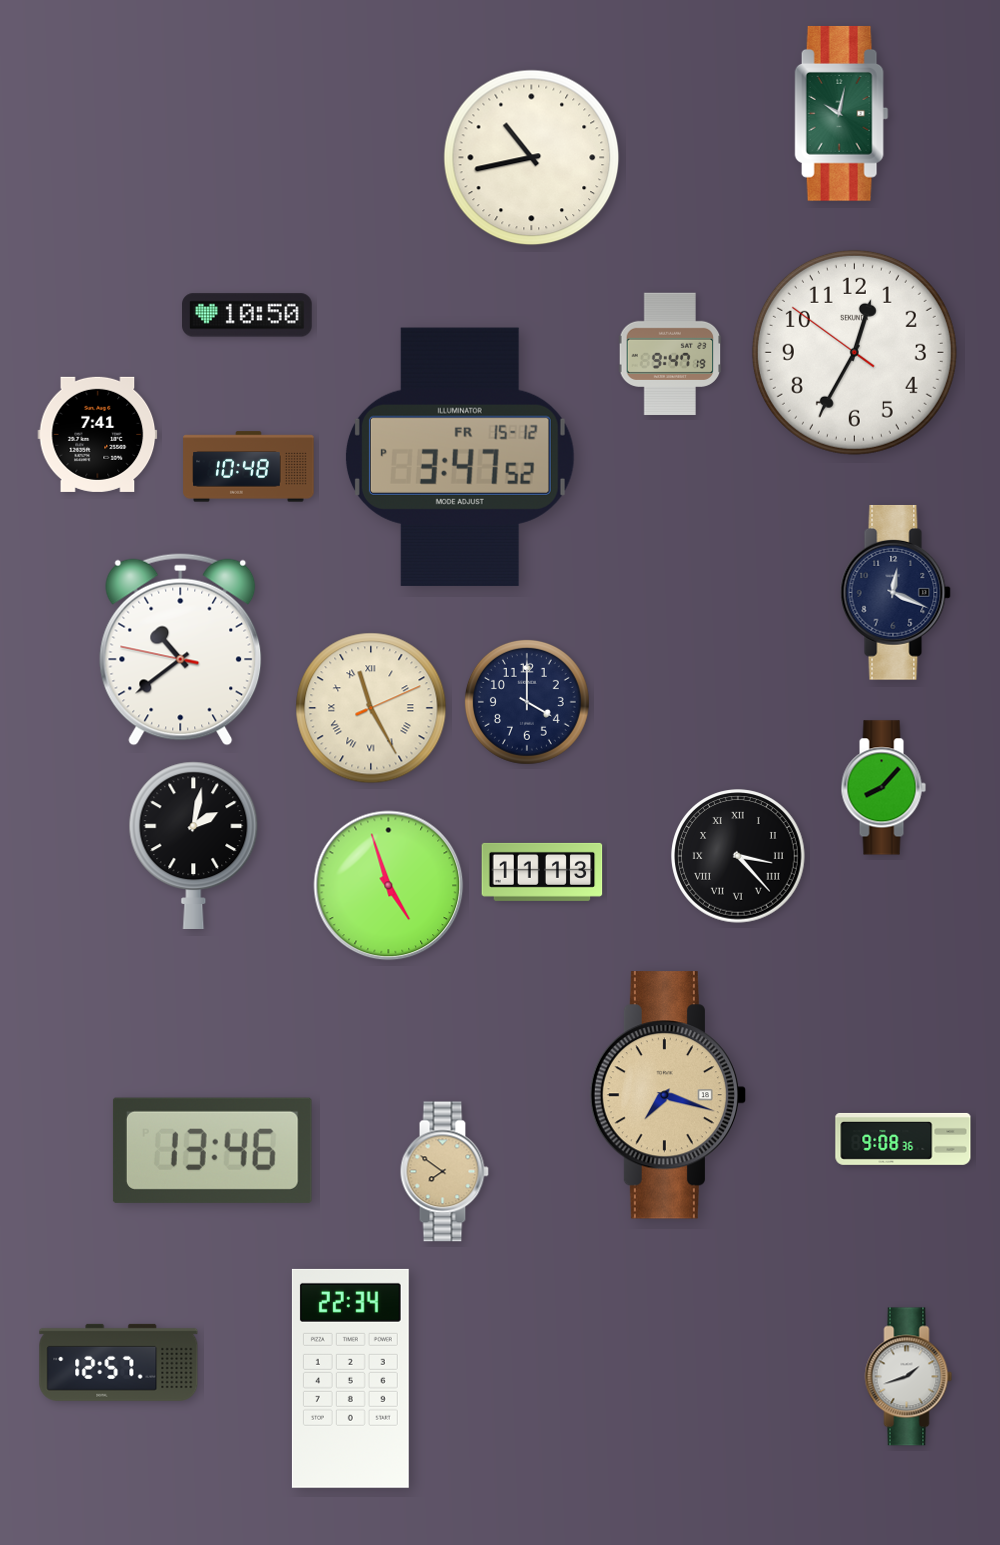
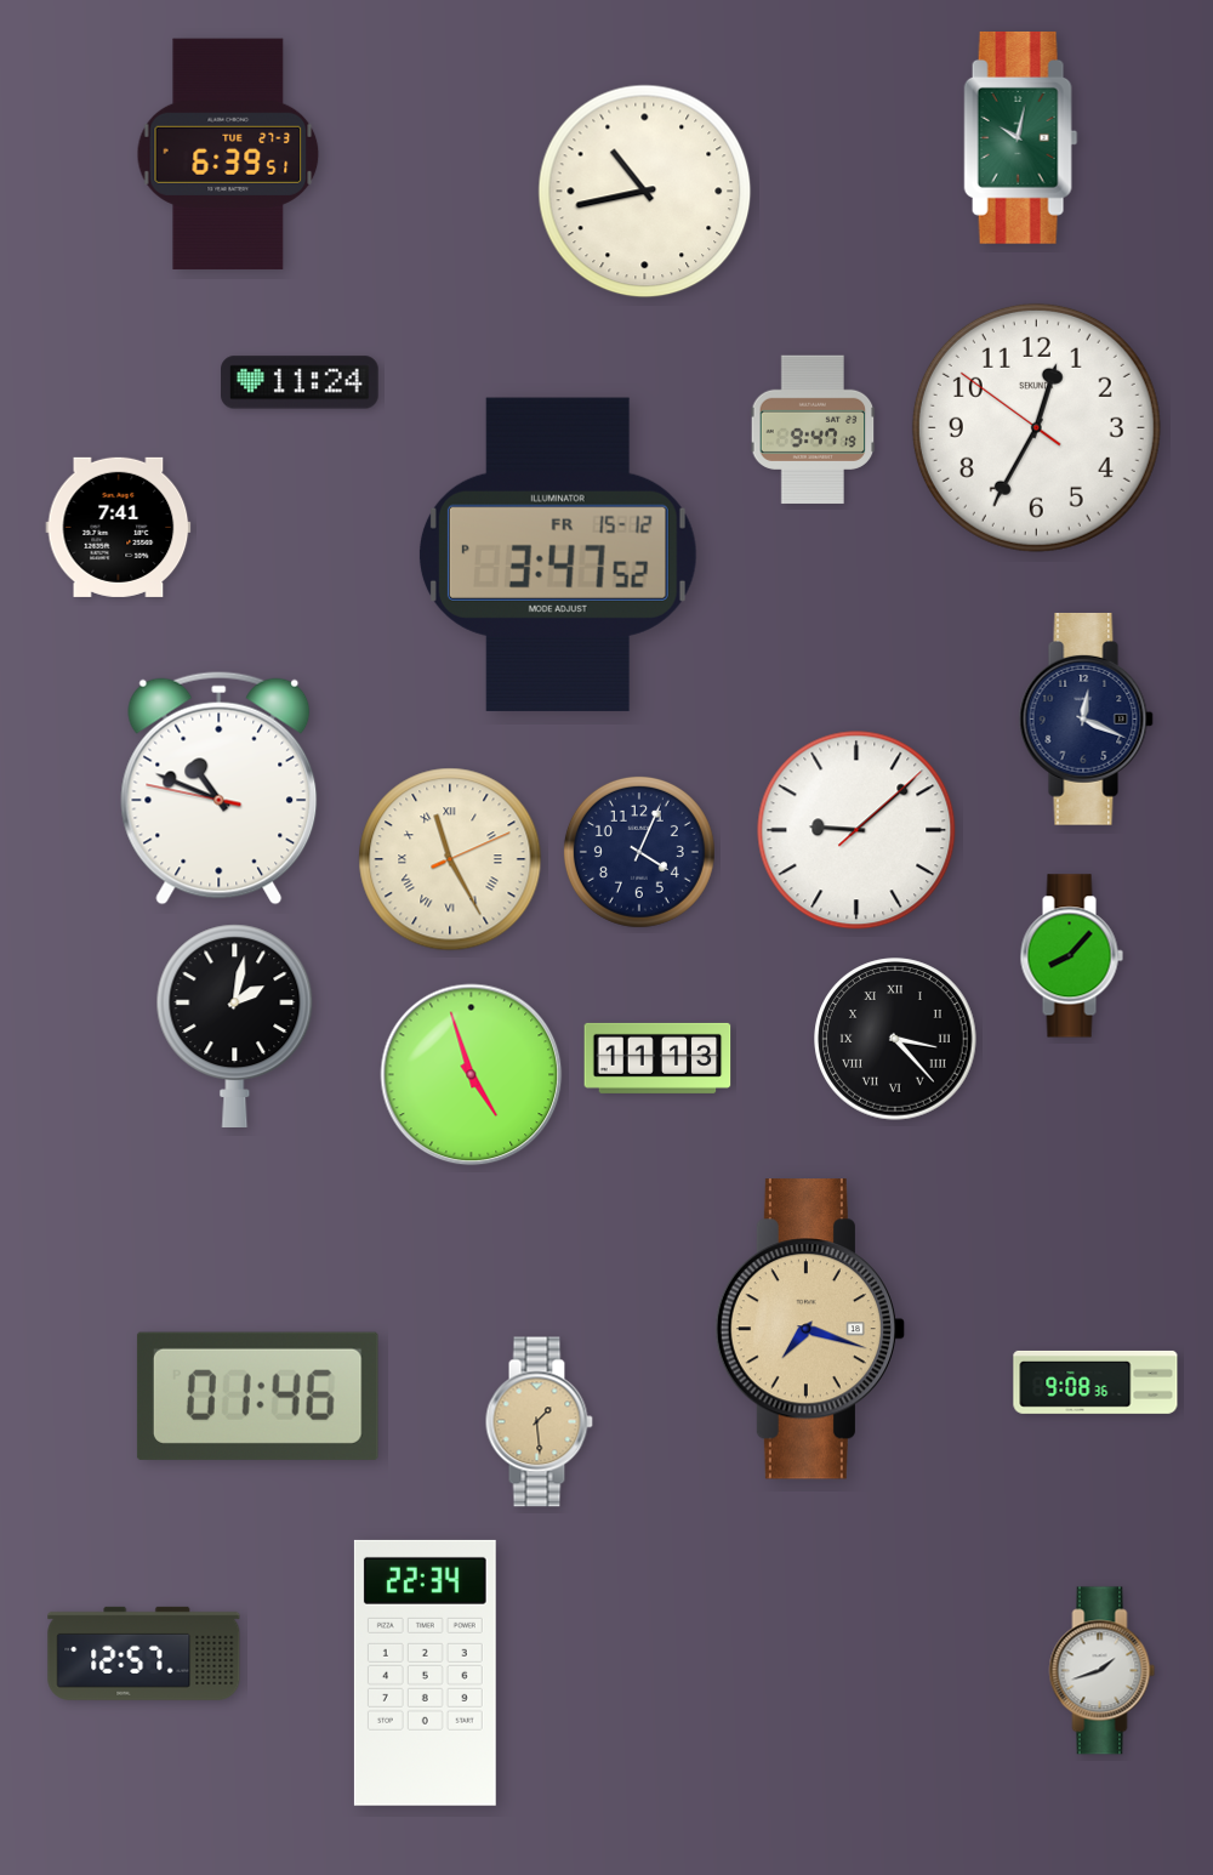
clock at (228, 153): none -> 6:39
clock at (247, 315): 10:50 -> 11:24
clock at (249, 467): 10:48 -> none
clock at (181, 649): 10:38 -> 10:48
clock at (856, 830): none -> 9:08
clock at (527, 702): 4:00 -> 4:04
clock at (212, 1150): 13:46 -> 01:46
clock at (444, 1172): 7:51 -> 1:29
